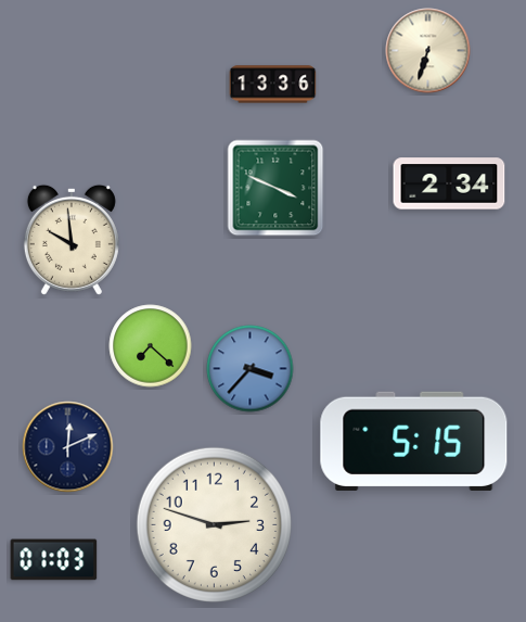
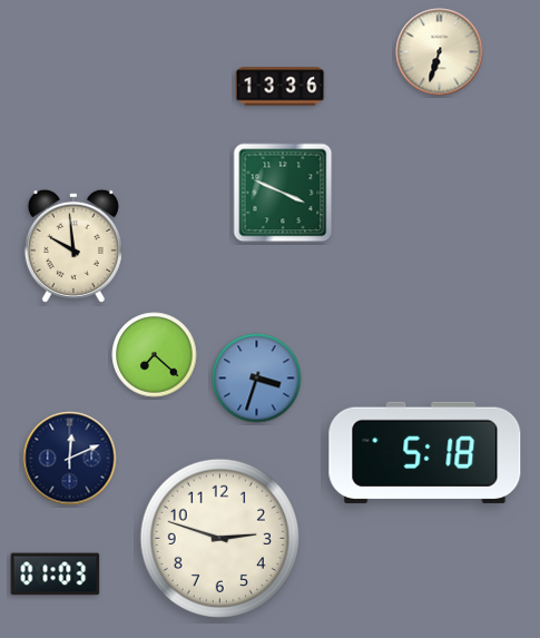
clock at (449, 183): 2:34 -> none
clock at (251, 369): 3:37 -> 3:33
clock at (414, 441): 5:15 -> 5:18
